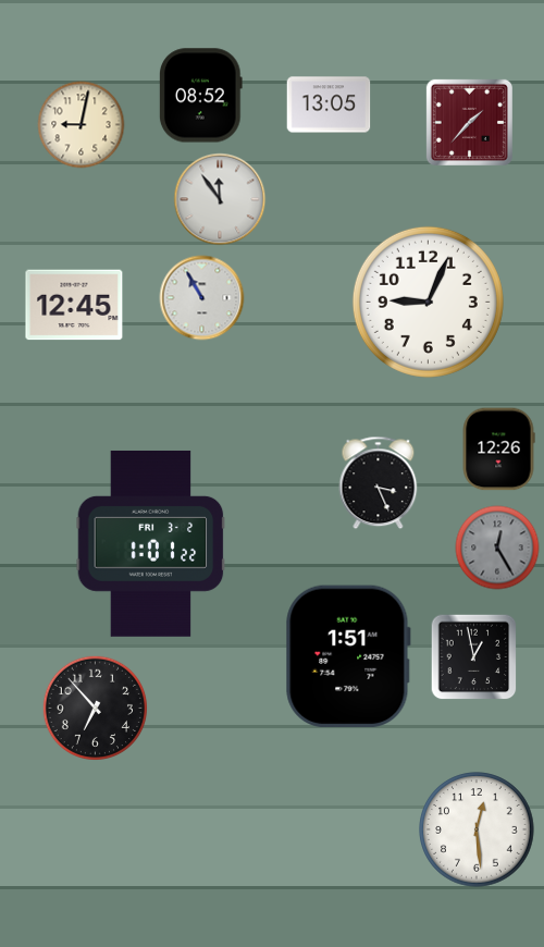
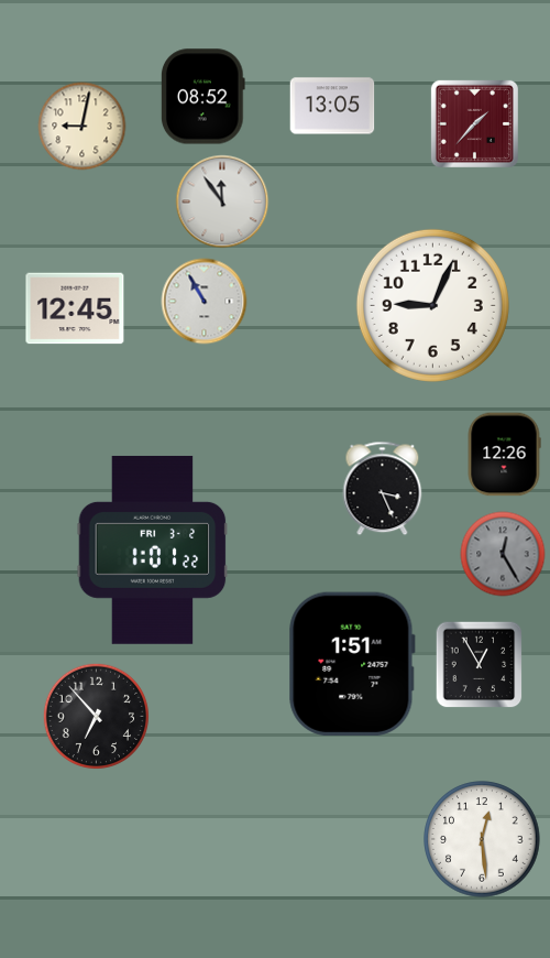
clock at (474, 657): 12:58 -> 12:55
